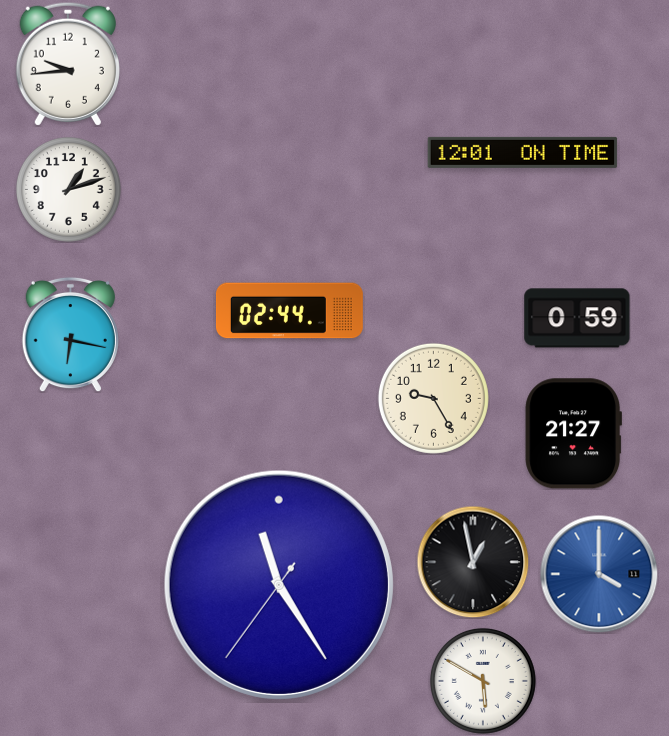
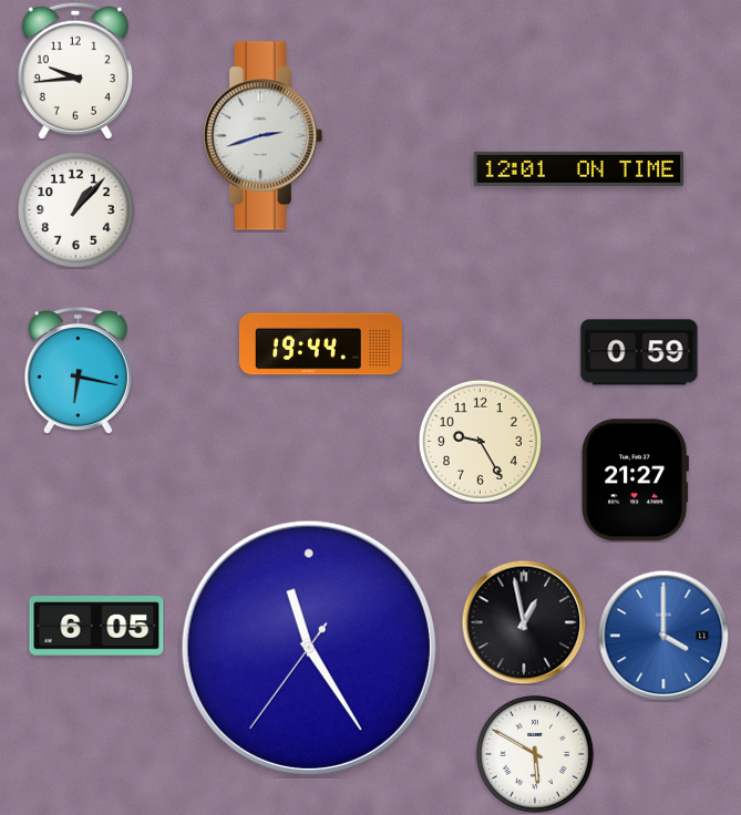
clock at (264, 136): none -> 2:42
clock at (68, 189): 1:12 -> 1:07
clock at (289, 311): 02:44 -> 19:44
clock at (96, 626): none -> 6:05
